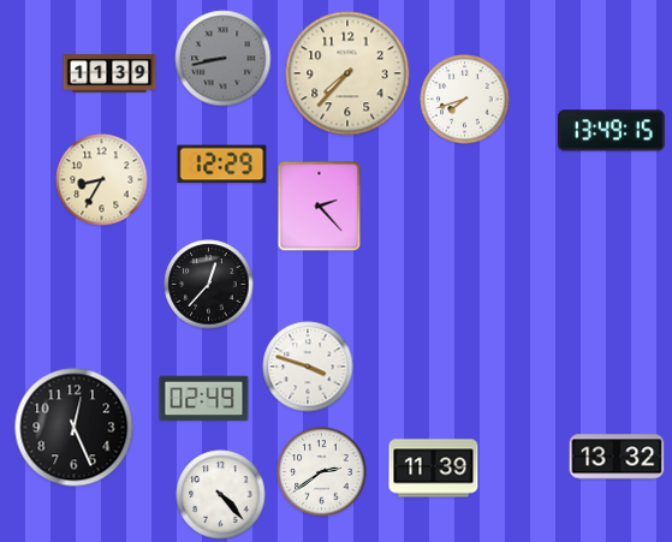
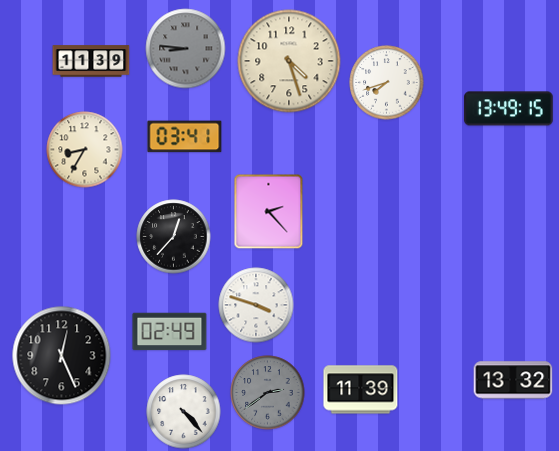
clock at (224, 59): 8:43 -> 8:46
clock at (347, 73): 7:37 -> 4:27
clock at (222, 165): 12:29 -> 03:41
clock at (320, 207) position: (320, 207) -> (269, 212)
clock at (322, 472) dial: white -> grey
